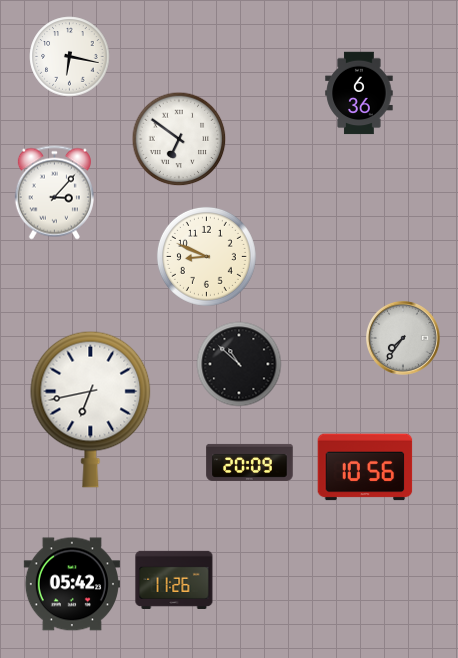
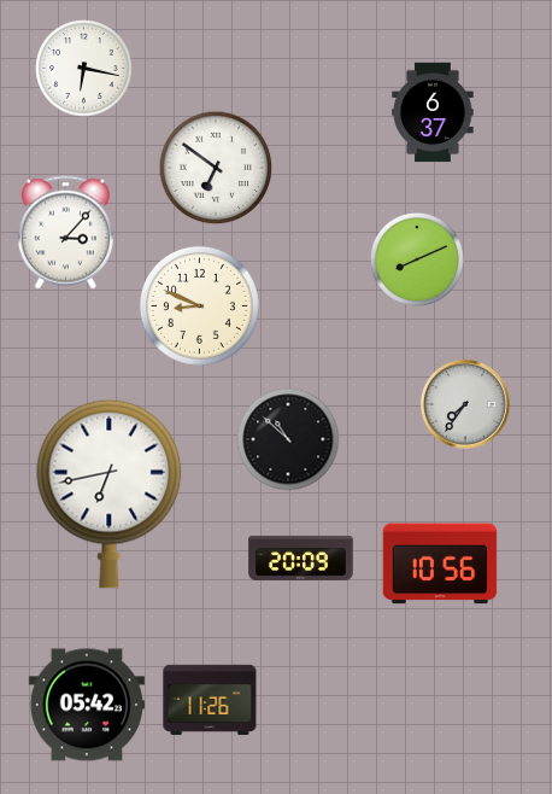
clock at (359, 93): 6:36 -> 6:37
clock at (417, 259): none -> 8:11
clock at (206, 256) position: (206, 256) -> (199, 305)
clock at (404, 339) position: (404, 339) -> (466, 405)
